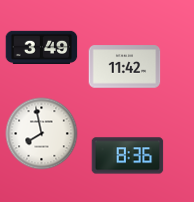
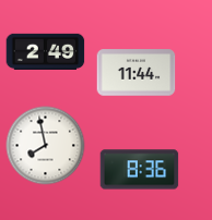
clock at (42, 47): 3:49 -> 2:49
clock at (125, 67): 11:42 -> 11:44
